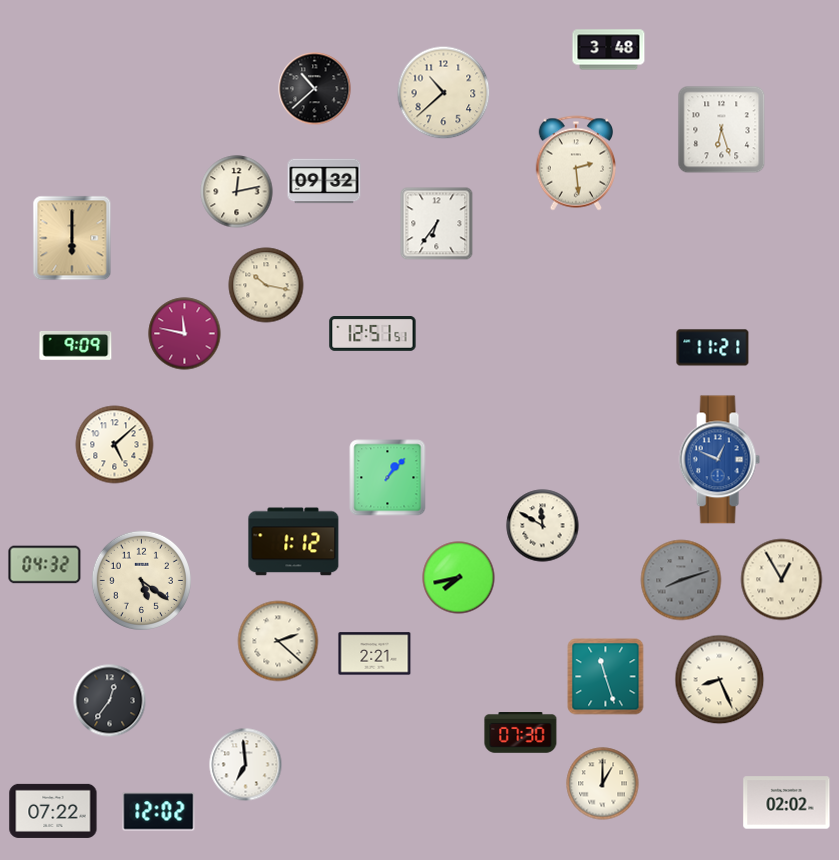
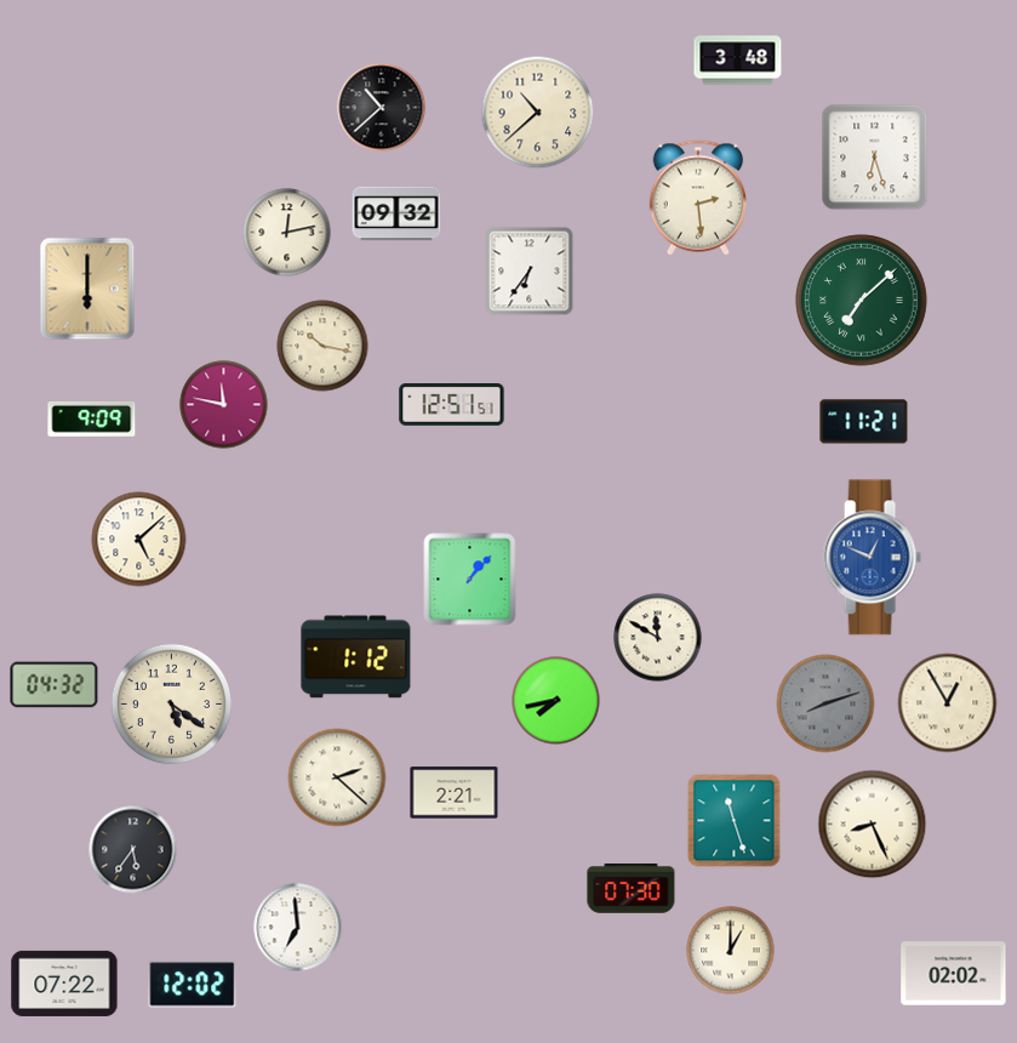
clock at (324, 181) position: (324, 181) -> (396, 213)
clock at (862, 301): none -> 7:08
clock at (110, 701): 12:36 -> 5:36
